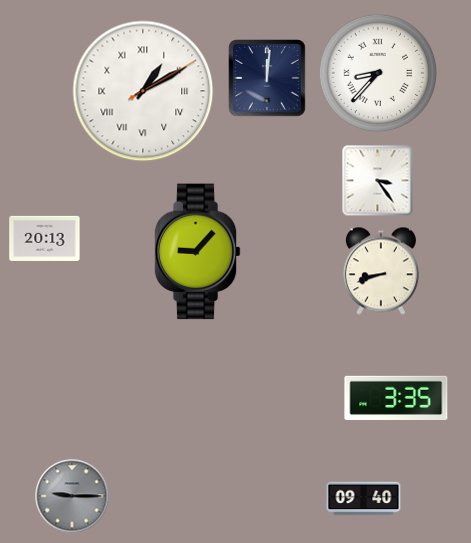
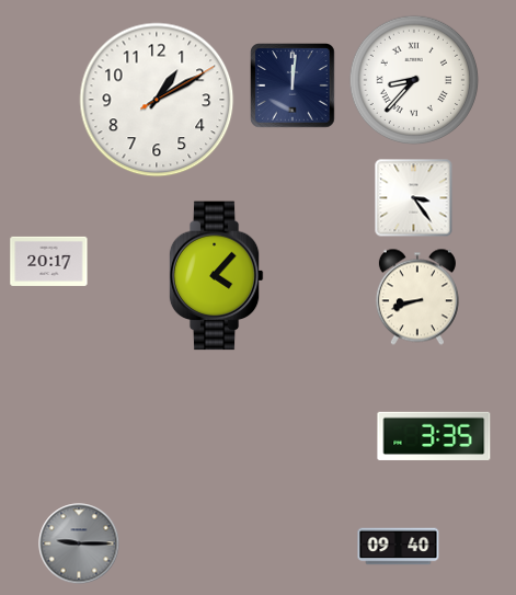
clock at (143, 91) numerals: Roman -> Arabic
clock at (45, 238): 20:13 -> 20:17
clock at (197, 252): 9:07 -> 4:07
